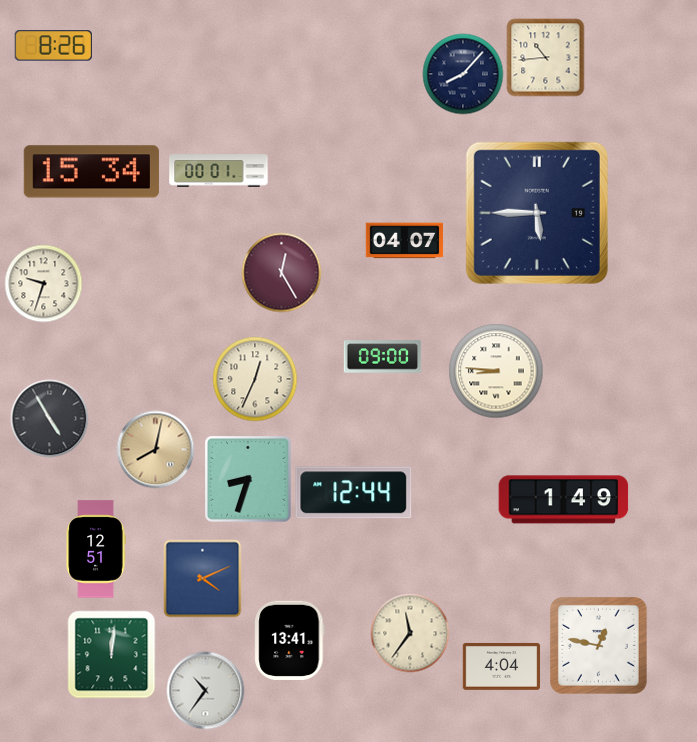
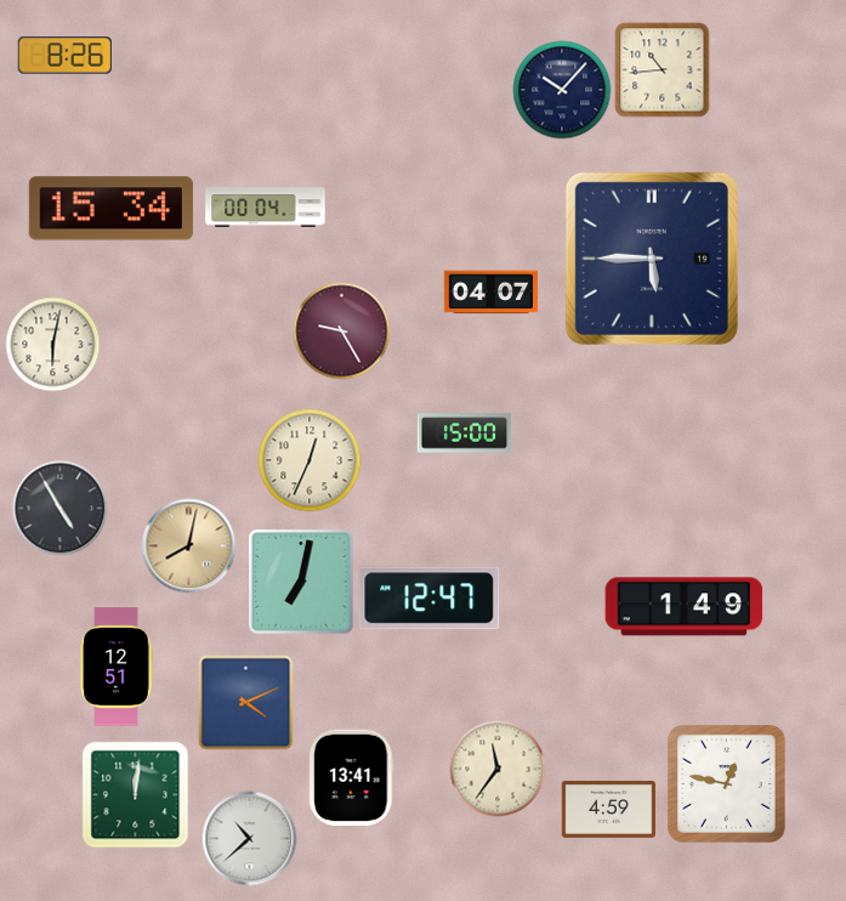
clock at (463, 74): 8:07 -> 10:07
clock at (219, 171): 00:01 -> 00:04
clock at (281, 272): 12:25 -> 9:25
clock at (43, 283): 9:33 -> 6:02
clock at (382, 357): 09:00 -> 15:00
clock at (496, 371): 8:46 -> none
clock at (248, 479): 8:33 -> 7:02
clock at (354, 493): 12:44 -> 12:47
clock at (501, 666): 4:04 -> 4:59
clock at (205, 690): 10:36 -> 10:38
